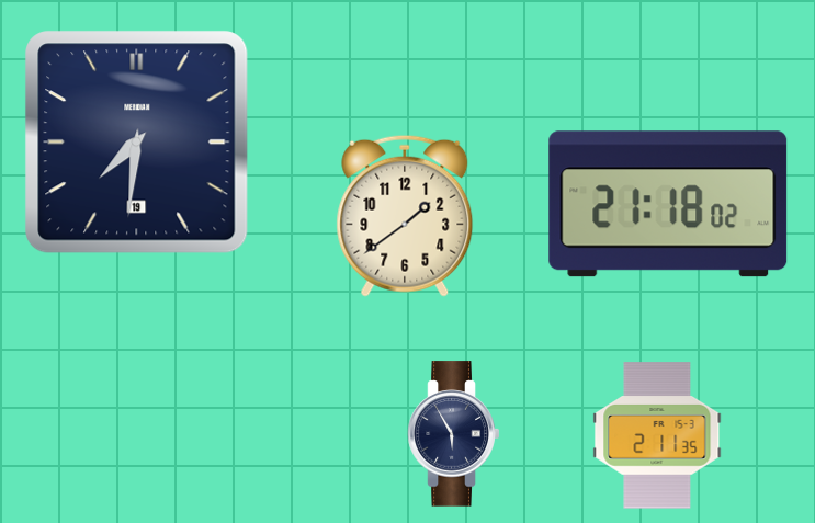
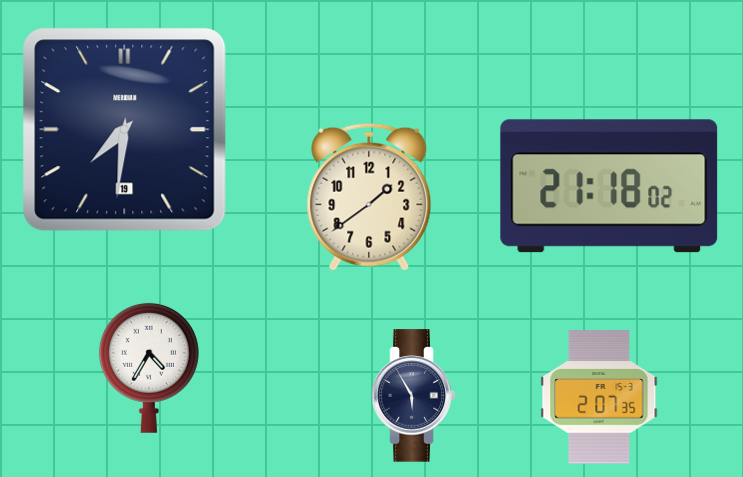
clock at (149, 368): none -> 4:35
clock at (657, 435): 2:11 -> 2:07
